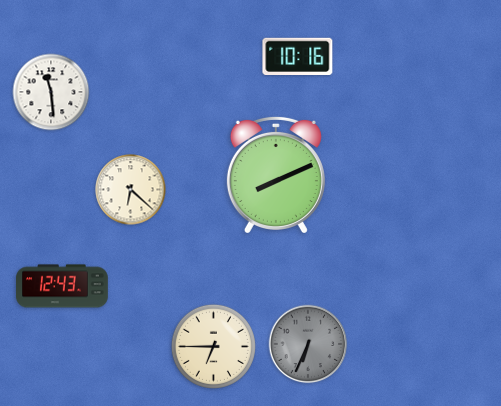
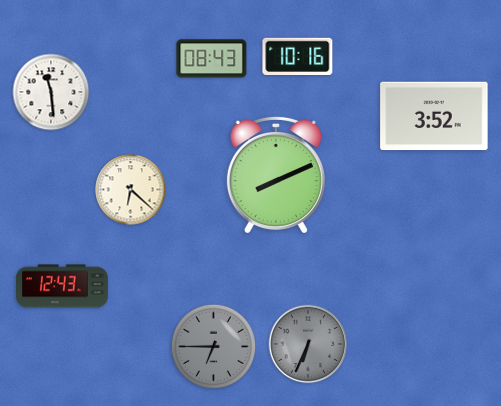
clock at (212, 59): none -> 08:43
clock at (434, 116): none -> 3:52
clock at (213, 346) dial: cream -> grey
